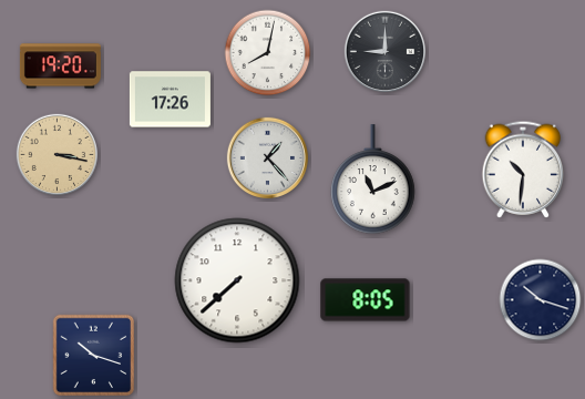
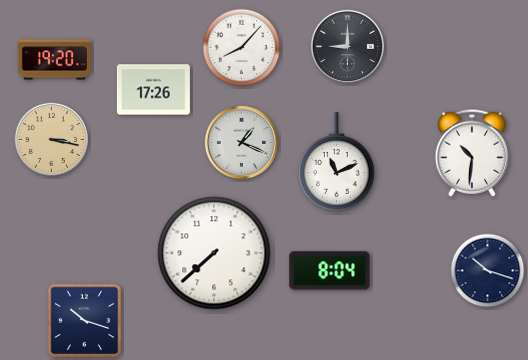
clock at (268, 53): 8:02 -> 8:07
clock at (267, 157): 1:23 -> 1:19
clock at (366, 300): 8:05 -> 8:04
